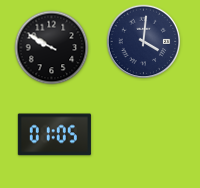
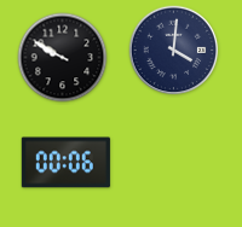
clock at (54, 135): 01:05 -> 00:06
